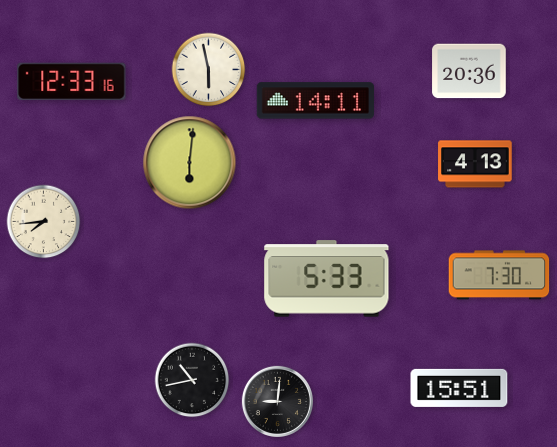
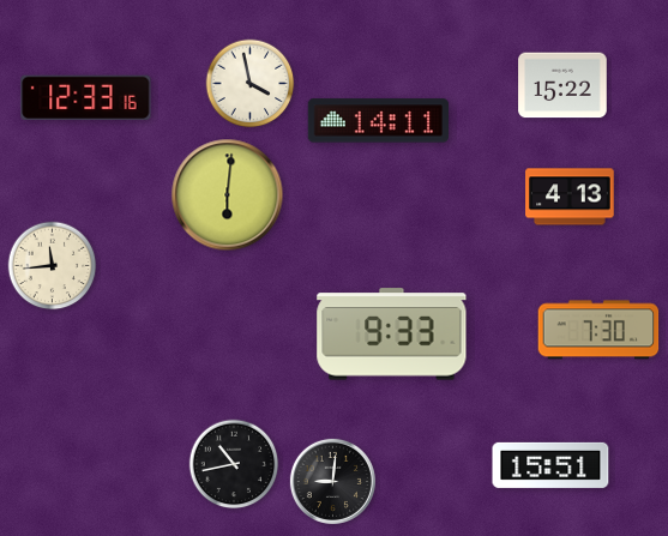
clock at (209, 70): 5:58 -> 3:58
clock at (469, 71): 20:36 -> 15:22
clock at (44, 222): 7:44 -> 11:44
clock at (327, 279): 5:33 -> 9:33
clock at (192, 380) position: (192, 380) -> (234, 464)
